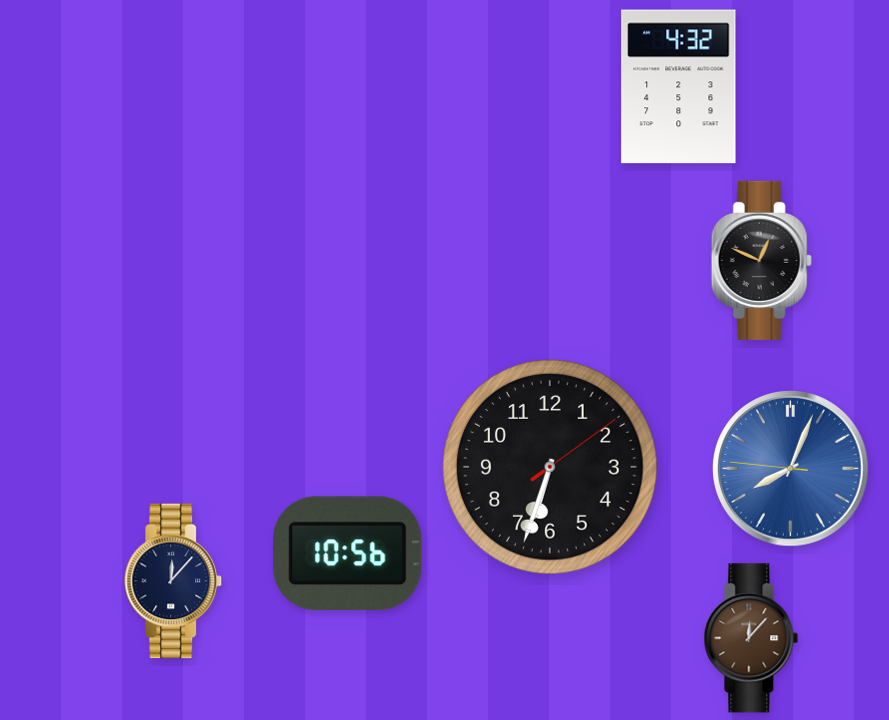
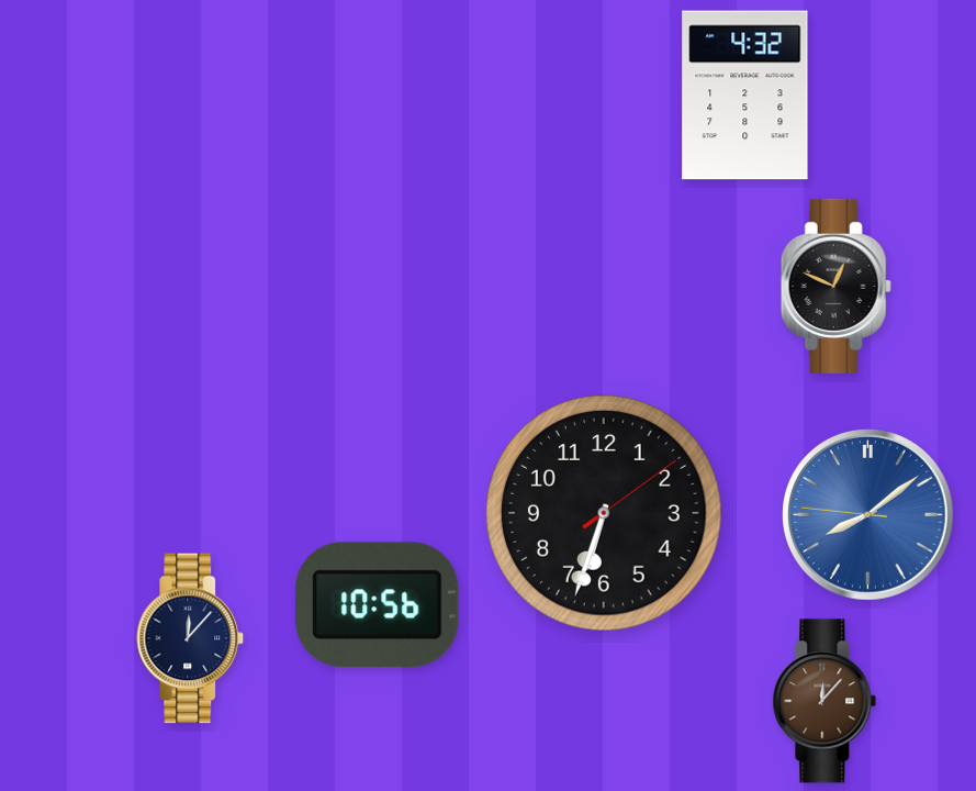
clock at (791, 469): 8:03 -> 8:08
clock at (348, 554) position: (348, 554) -> (378, 605)
